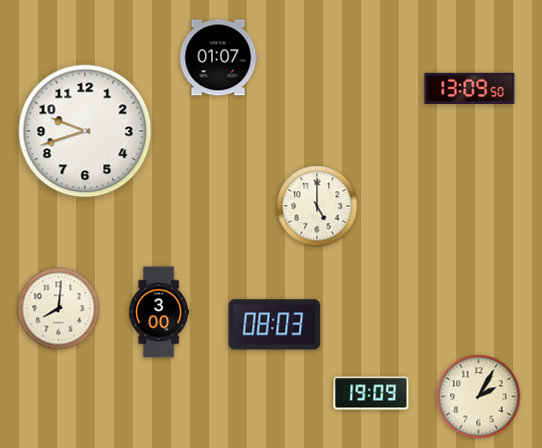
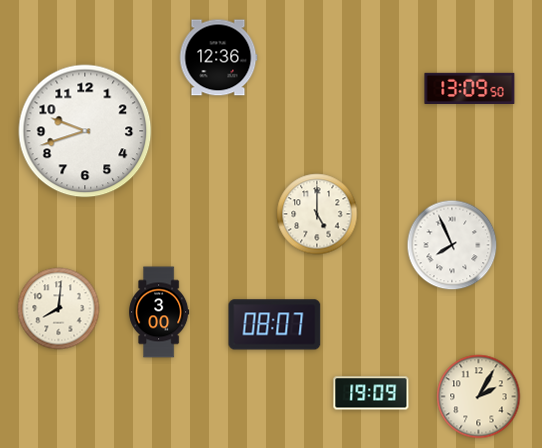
clock at (218, 58): 01:07 -> 12:36
clock at (317, 206) position: (317, 206) -> (317, 214)
clock at (452, 245): none -> 7:56
clock at (275, 325): 08:03 -> 08:07
